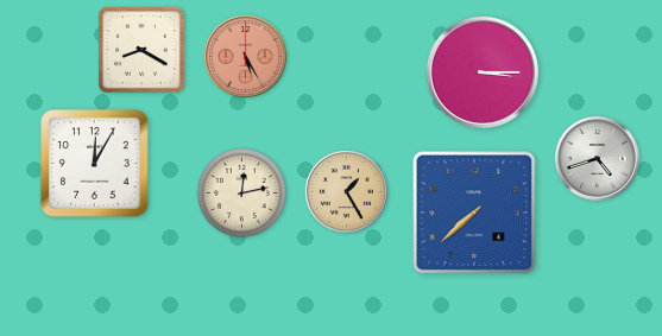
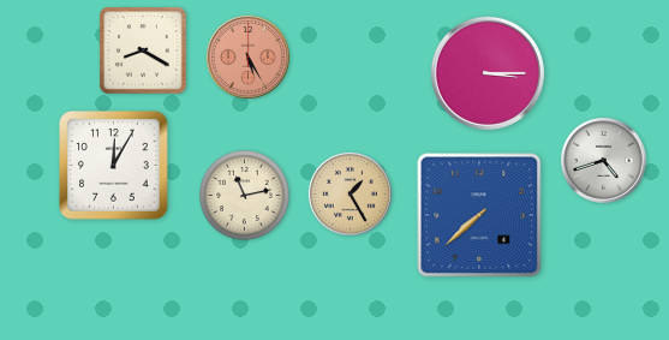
clock at (95, 164) position: (95, 164) -> (114, 166)
clock at (241, 192): 12:13 -> 11:13
